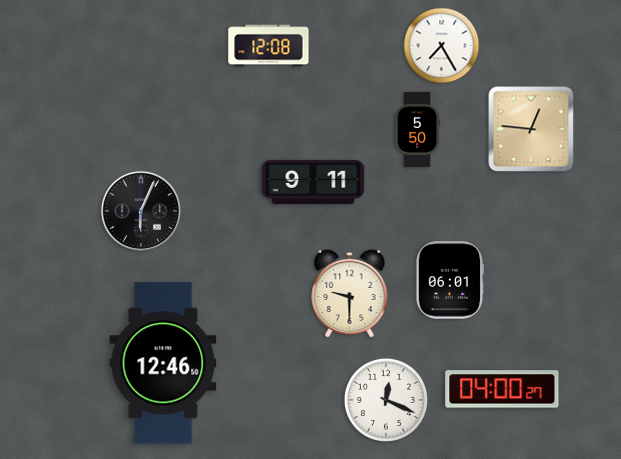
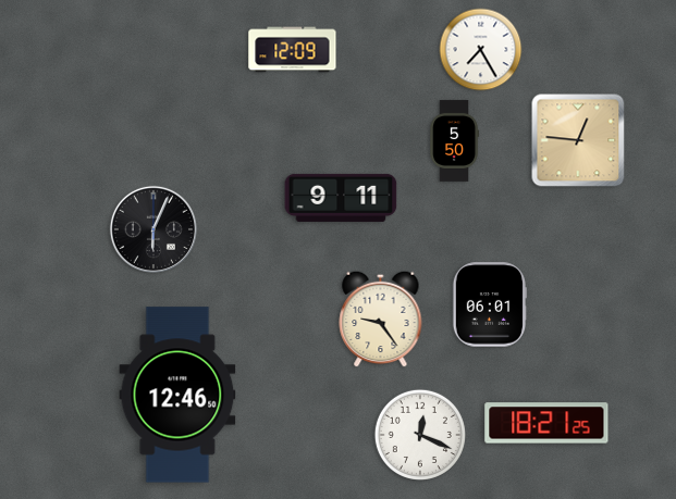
clock at (269, 46): 12:08 -> 12:09
clock at (350, 293): 9:30 -> 9:24
clock at (502, 389): 04:00 -> 18:21
